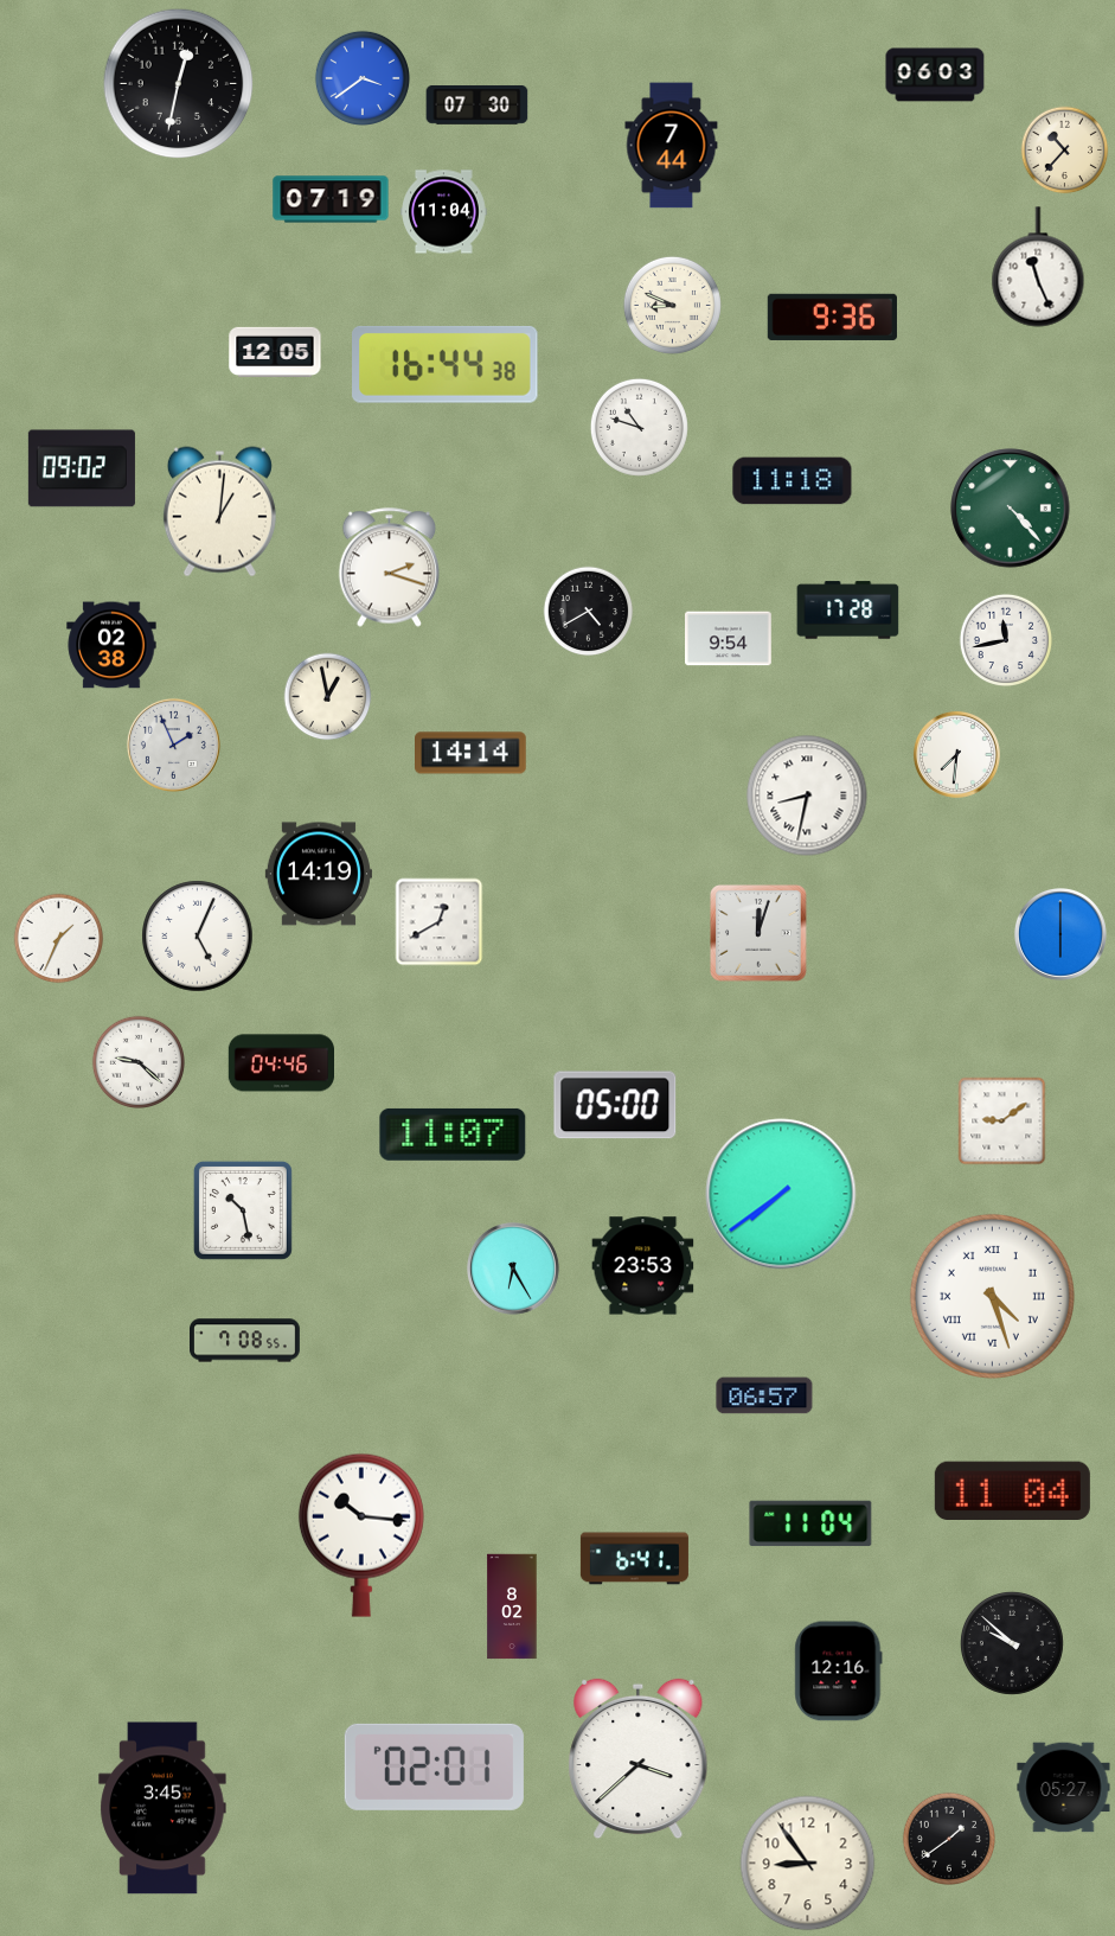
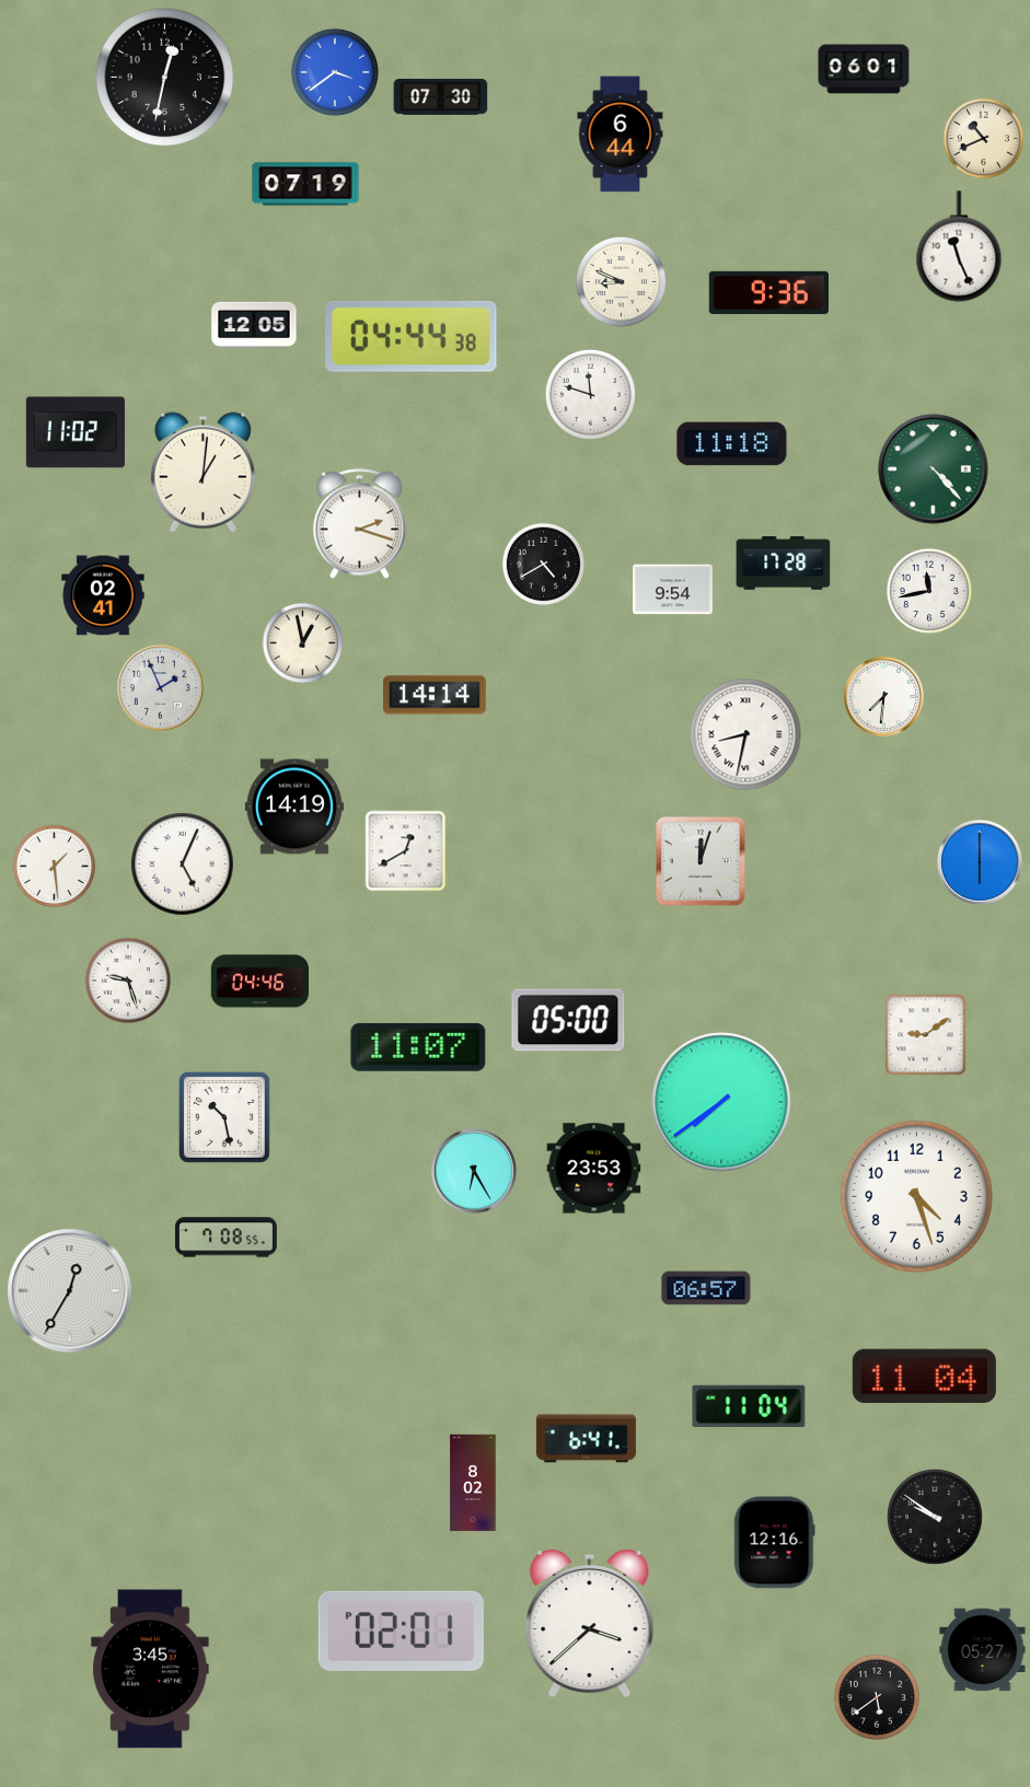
clock at (935, 75): 06:03 -> 06:01
clock at (672, 146): 7:44 -> 6:44
clock at (1065, 151): 10:37 -> 10:41
clock at (444, 212): 11:04 -> none
clock at (446, 364): 16:44 -> 04:44
clock at (639, 427): 10:48 -> 11:48
clock at (82, 468): 09:02 -> 11:02
clock at (111, 645): 02:38 -> 02:41
clock at (59, 939): 1:34 -> 1:29
clock at (137, 1061): 9:22 -> 9:27
clock at (992, 1296) numerals: Roman -> Arabic
clock at (70, 1291): none -> 12:35
clock at (1012, 1491) position: (1012, 1491) -> (924, 1377)
clock at (361, 1535): 10:16 -> none
clock at (1013, 1644): 9:52 -> 9:51
clock at (948, 1838): 1:39 -> 5:39
clock at (808, 1864): 8:54 -> none
